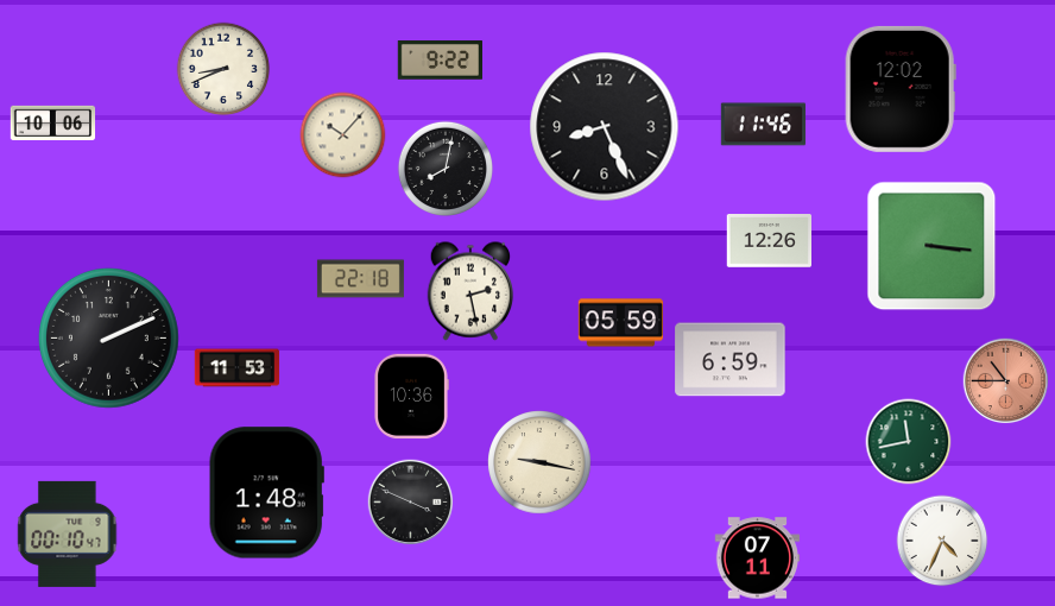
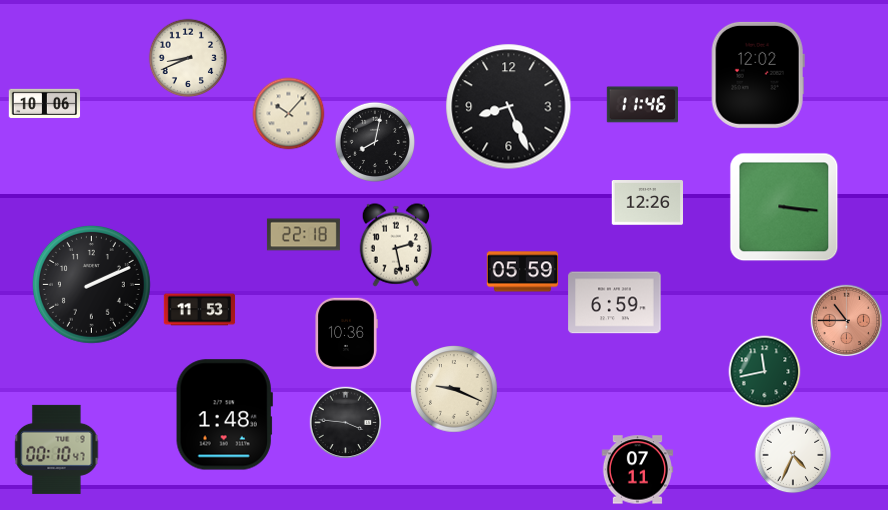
clock at (440, 61): 9:22 -> none
clock at (539, 462): 9:17 -> 9:19
clock at (411, 503): 3:49 -> 3:46
